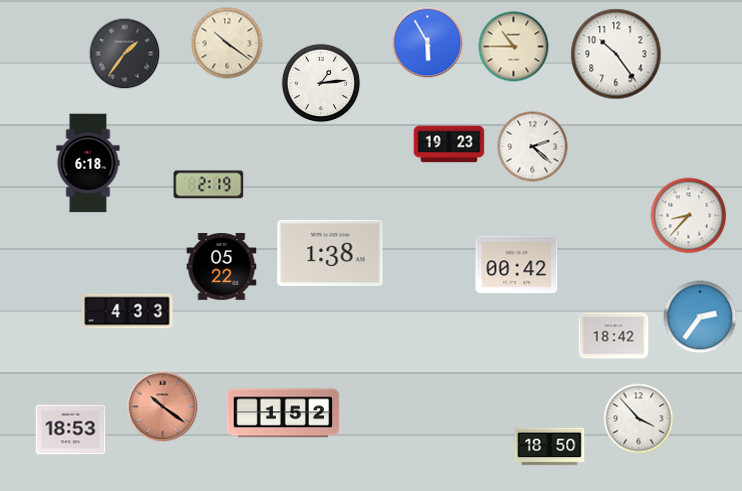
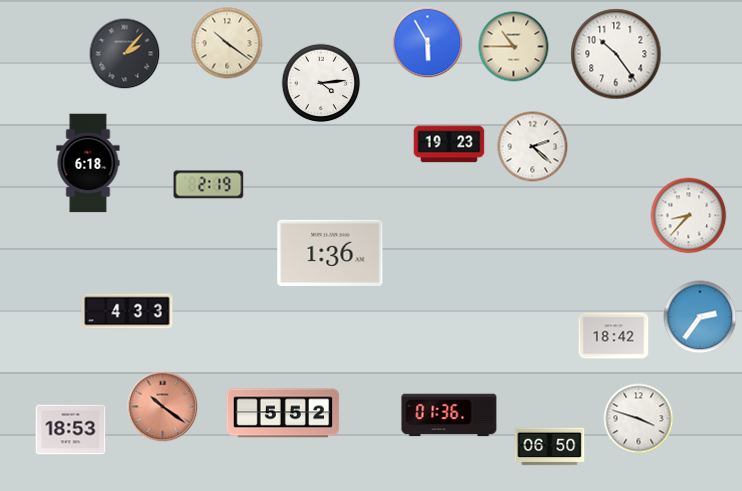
clock at (125, 54): 1:36 -> 2:07
clock at (321, 83): 1:14 -> 4:14
clock at (330, 253): 1:38 -> 1:36
clock at (517, 265): 00:42 -> none
clock at (222, 267): 05:22 -> none
clock at (283, 413): 1:52 -> 5:52
clock at (449, 415): none -> 01:36
clock at (639, 419): 3:53 -> 3:48
clock at (550, 447): 18:50 -> 06:50
